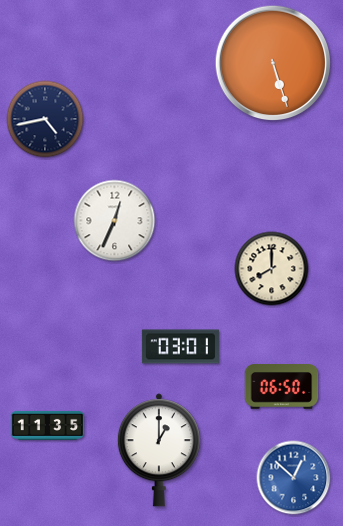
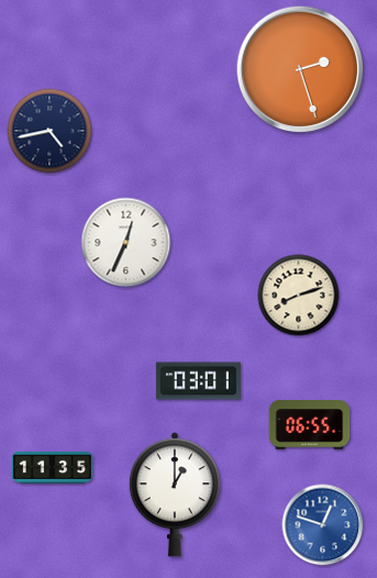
clock at (273, 63): 5:27 -> 2:27
clock at (272, 269): 8:00 -> 8:12
clock at (282, 387): 06:50 -> 06:55
clock at (294, 478): 12:52 -> 12:48
